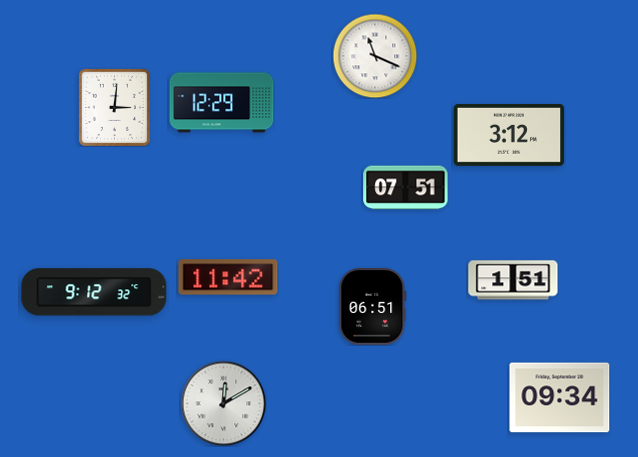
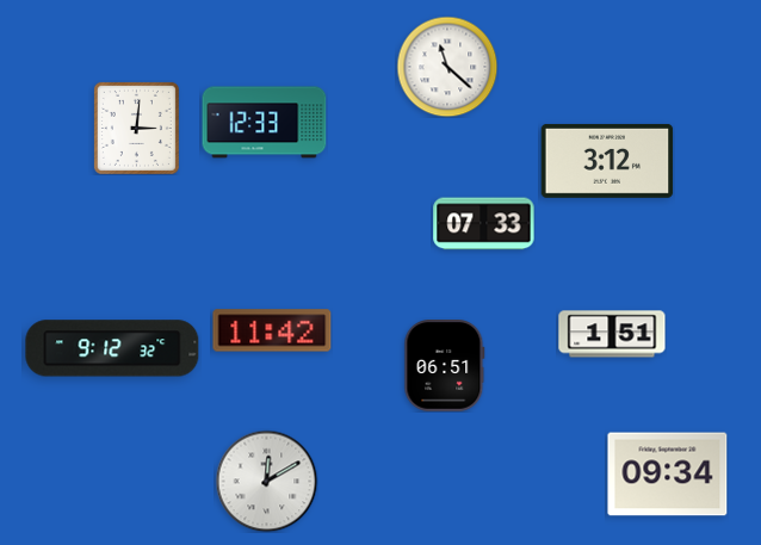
clock at (375, 56): 11:19 -> 11:22
clock at (222, 103): 12:29 -> 12:33
clock at (406, 188): 07:51 -> 07:33
